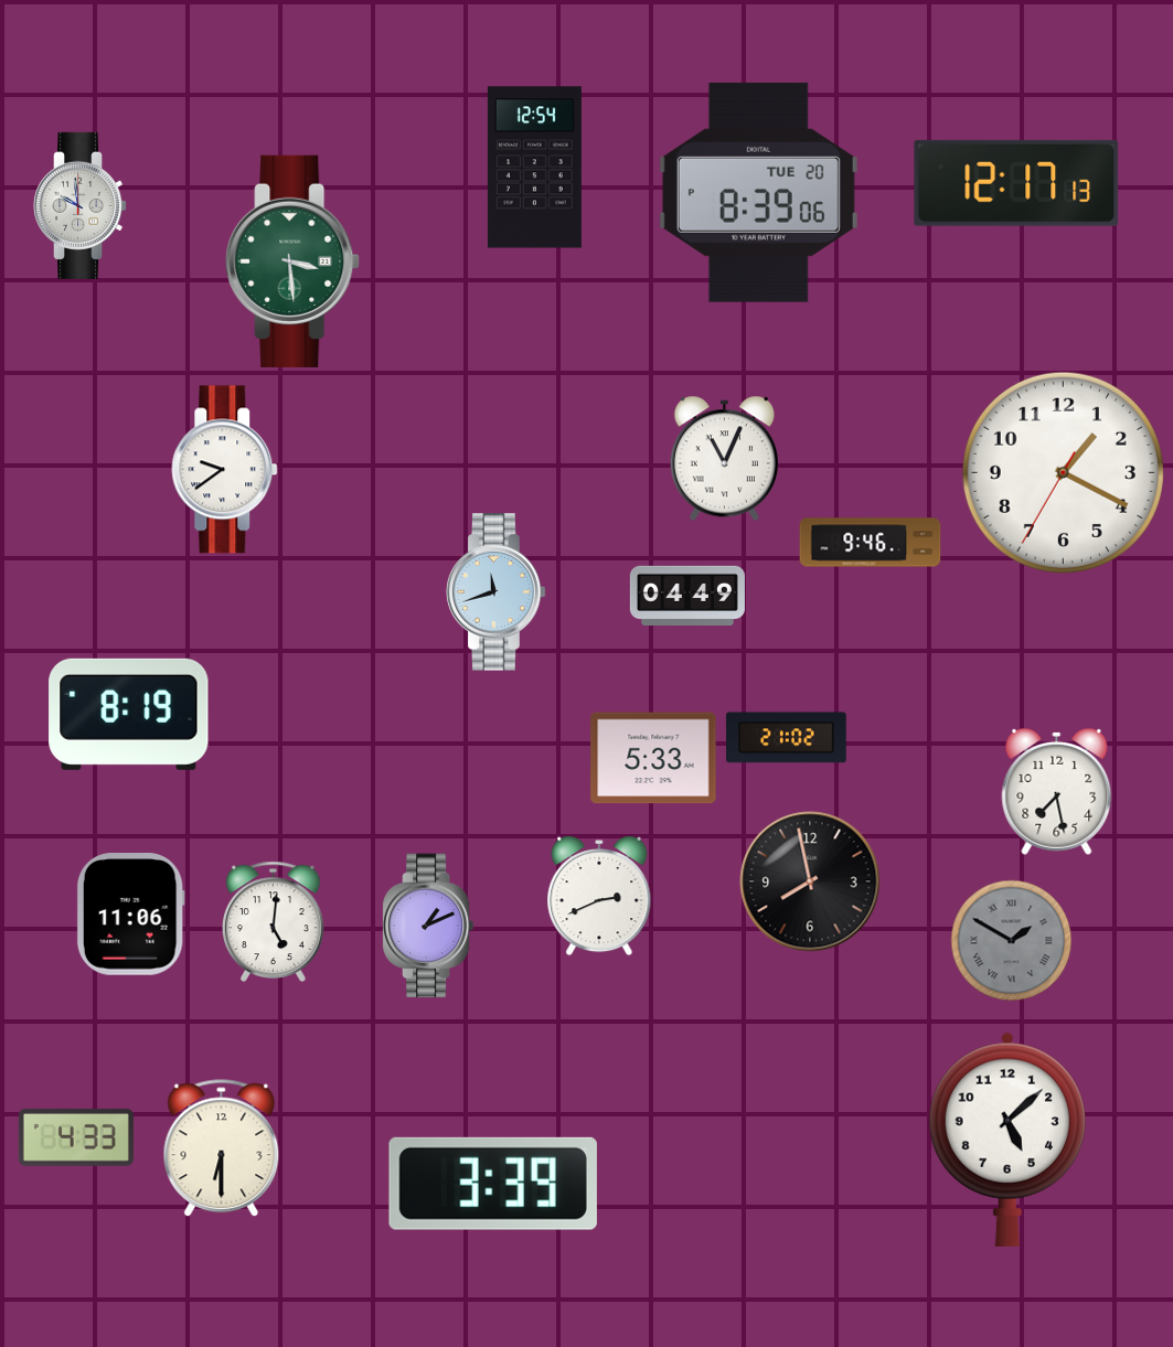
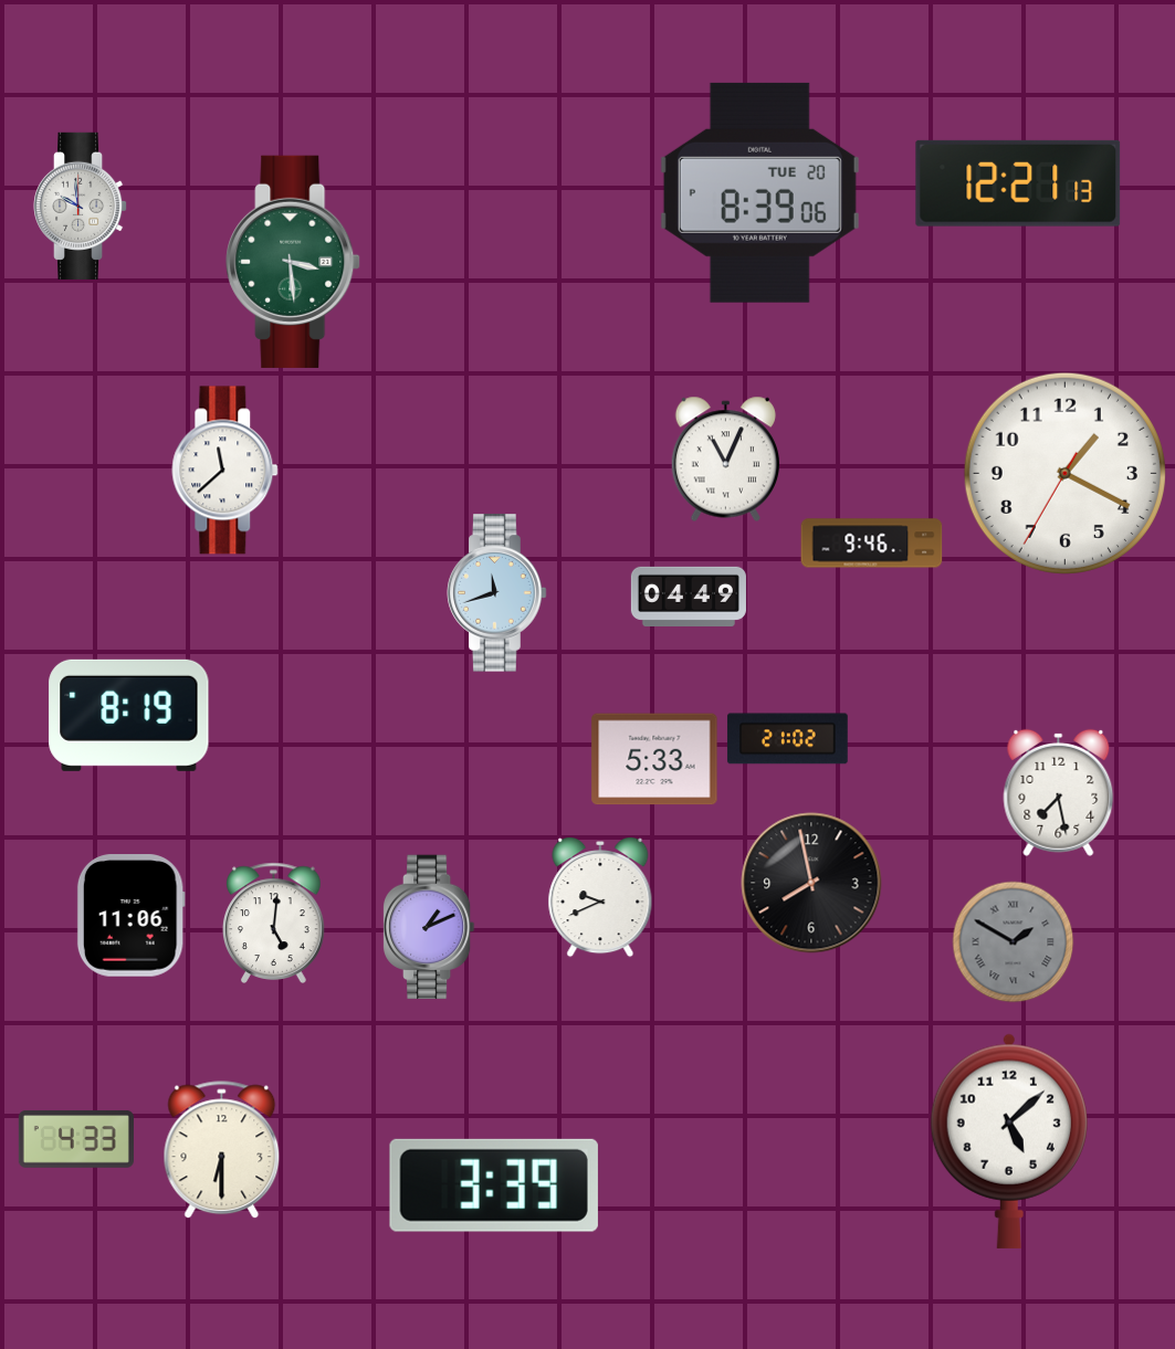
clock at (534, 168): 12:54 -> none
clock at (1016, 183): 12:17 -> 12:21
clock at (225, 470): 9:39 -> 11:38
clock at (599, 897): 2:41 -> 9:41
